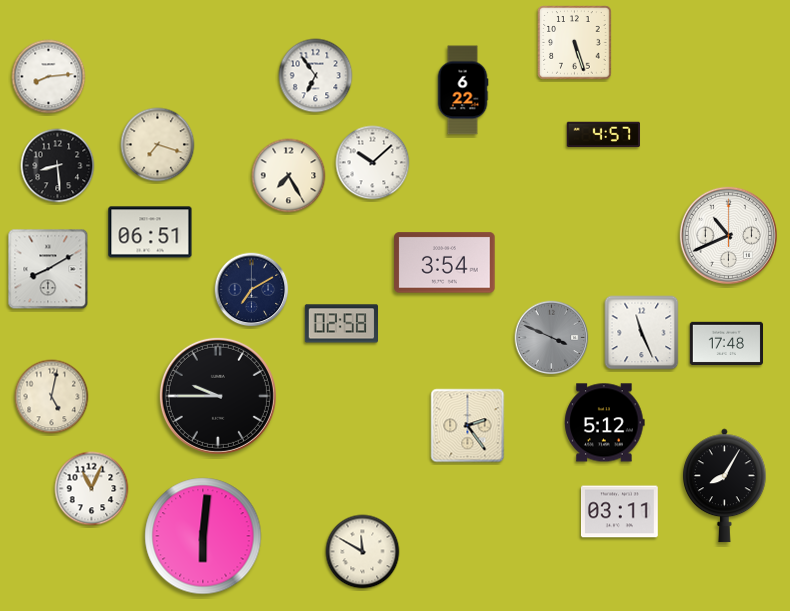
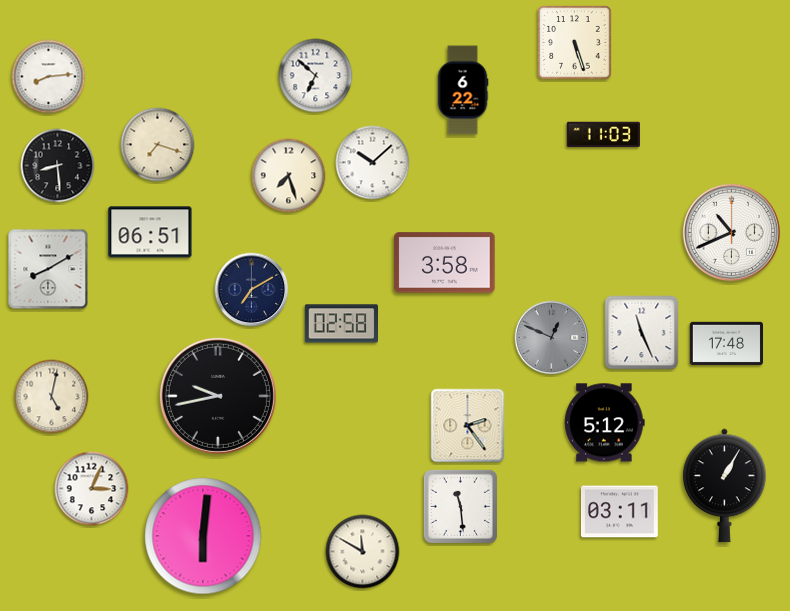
clock at (316, 76): 6:54 -> 6:52
clock at (603, 135): 4:57 -> 11:03
clock at (289, 176): 7:25 -> 7:27
clock at (728, 235) position: (728, 235) -> (731, 232)
clock at (445, 263): 3:54 -> 3:58
clock at (552, 338): 3:49 -> 12:49
clock at (218, 396): 9:45 -> 9:43
clock at (724, 486): 8:05 -> 1:05
clock at (92, 489): 11:04 -> 3:04
clock at (460, 506): none -> 11:29
